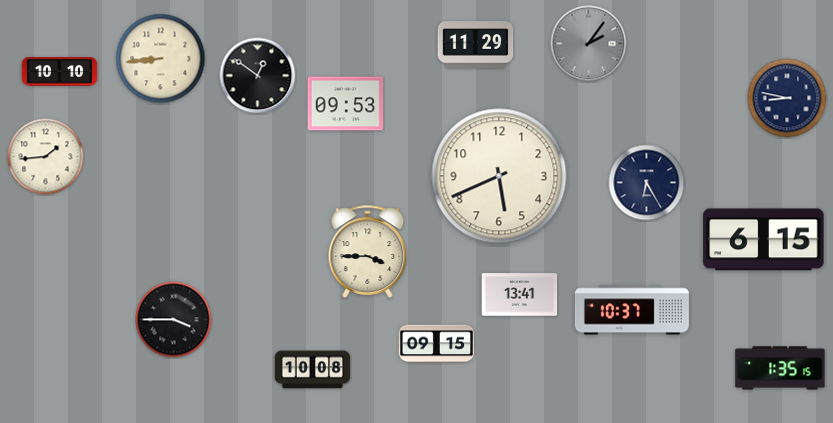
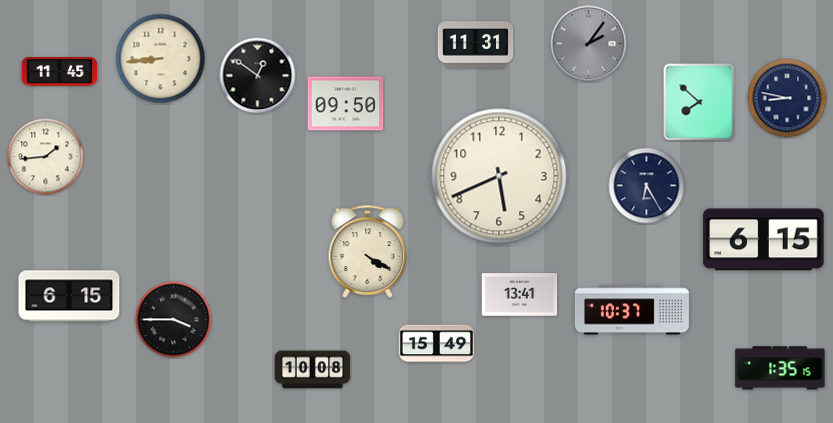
clock at (476, 45): 11:29 -> 11:31
clock at (60, 72): 10:10 -> 11:45
clock at (699, 102): none -> 7:52
clock at (346, 104): 09:53 -> 09:50
clock at (647, 183) position: (647, 183) -> (647, 186)
clock at (368, 251): 3:45 -> 4:20
clock at (69, 296): none -> 6:15
clock at (437, 344): 09:15 -> 15:49
